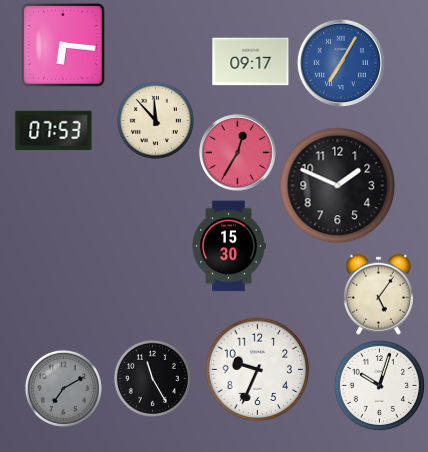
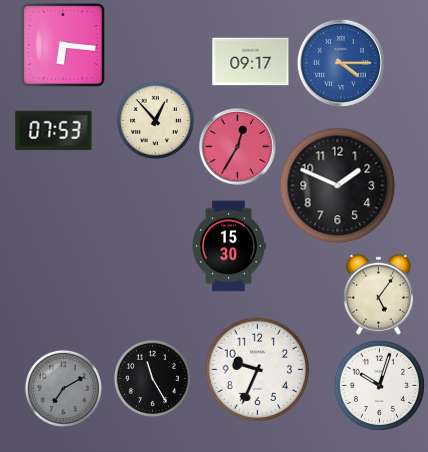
clock at (341, 63): 7:05 -> 4:15
clock at (155, 120): 11:53 -> 12:53
clock at (238, 153) position: (238, 153) -> (238, 147)
